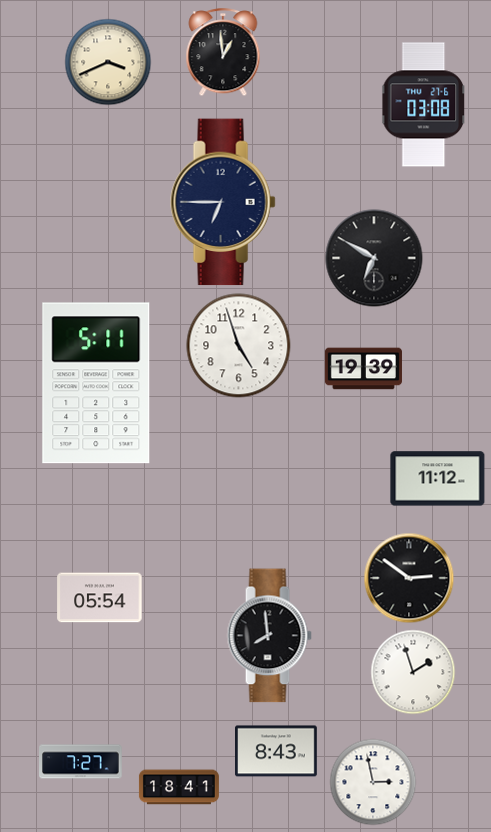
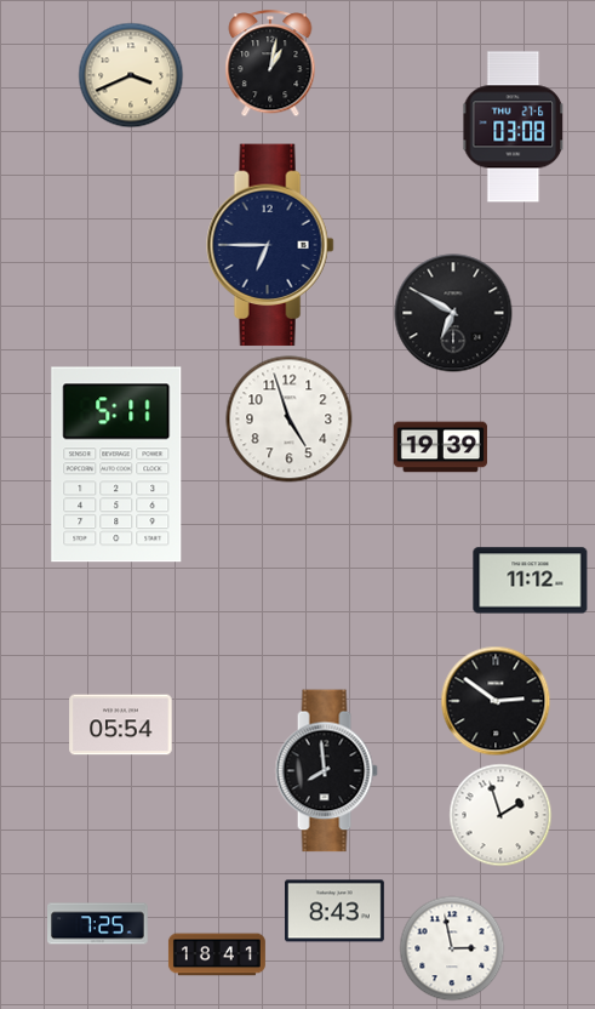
clock at (223, 53): 12:59 -> 1:02
clock at (81, 762): 7:27 -> 7:25
